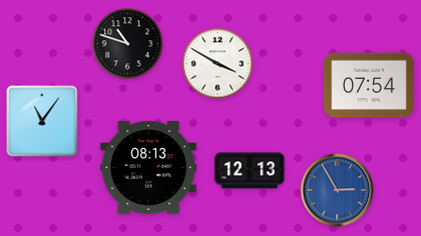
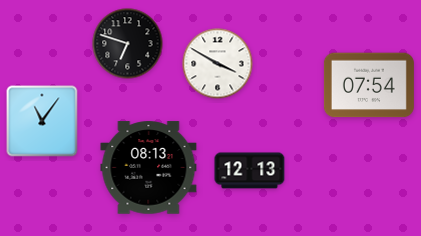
clock at (128, 44): 10:48 -> 6:48
clock at (337, 190): 2:55 -> none
